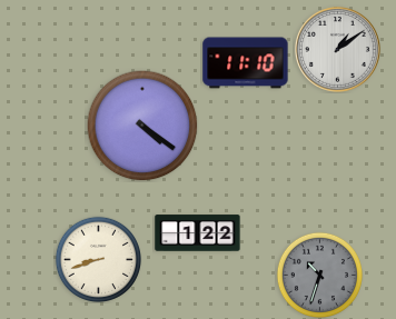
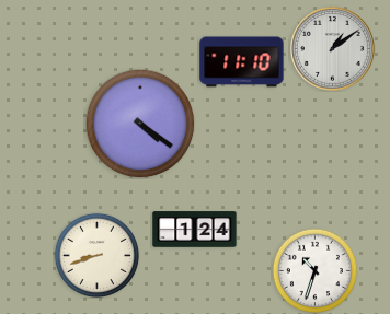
clock at (198, 233): 1:22 -> 1:24
clock at (319, 275) dial: grey -> white
